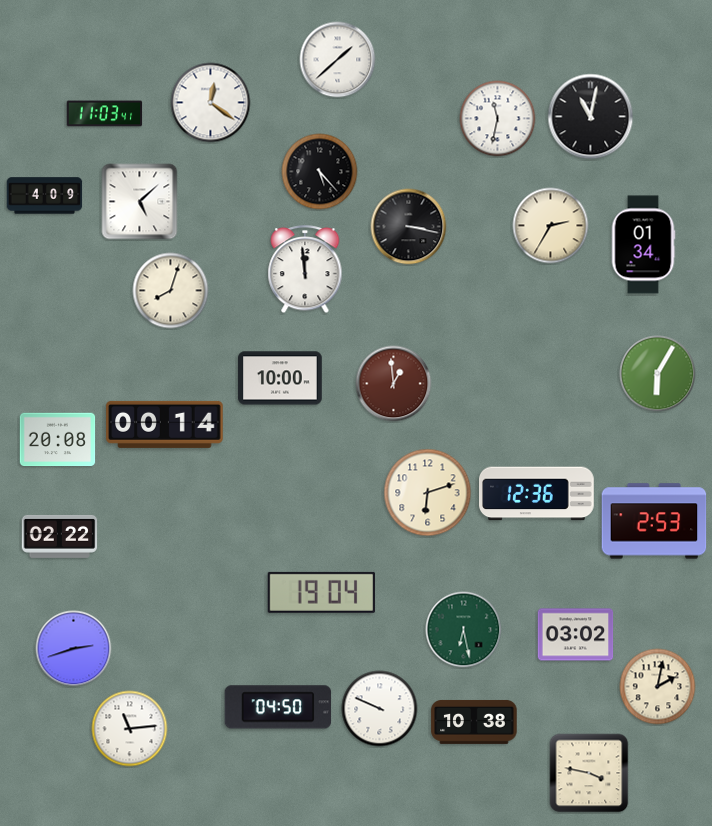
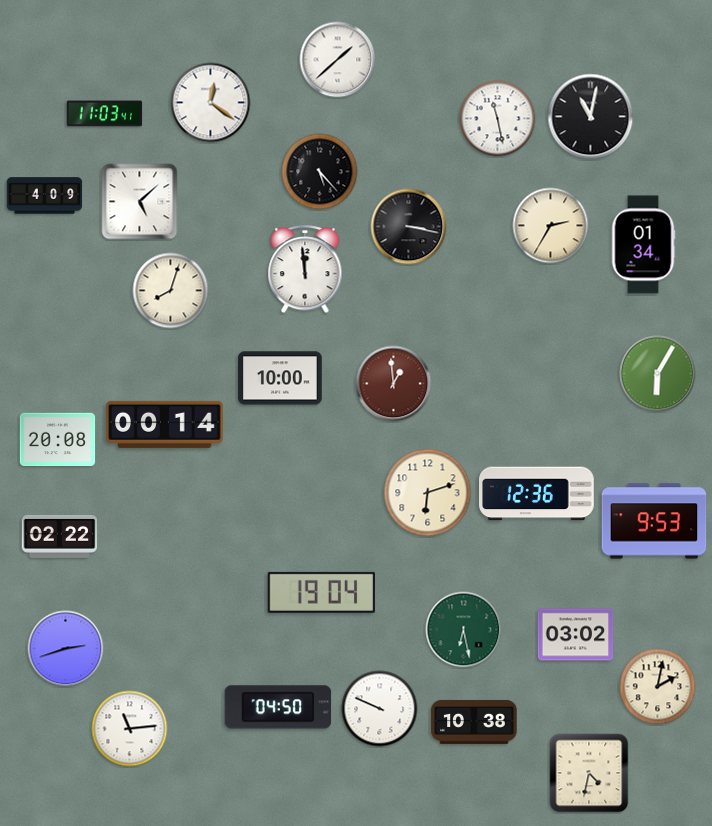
clock at (498, 119): 11:32 -> 11:28
clock at (654, 521): 2:53 -> 9:53
clock at (74, 649) position: (74, 649) -> (66, 649)
clock at (589, 773): 3:47 -> 4:32
